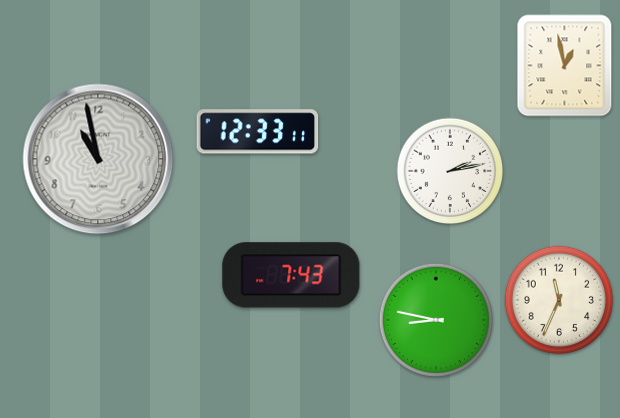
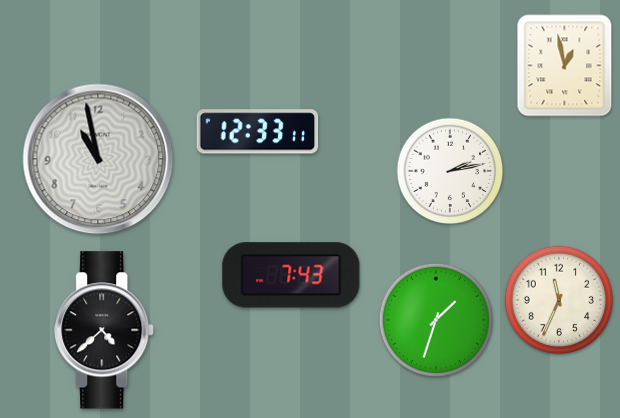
clock at (436, 320): 8:47 -> 1:33
clock at (105, 330): none -> 4:38
